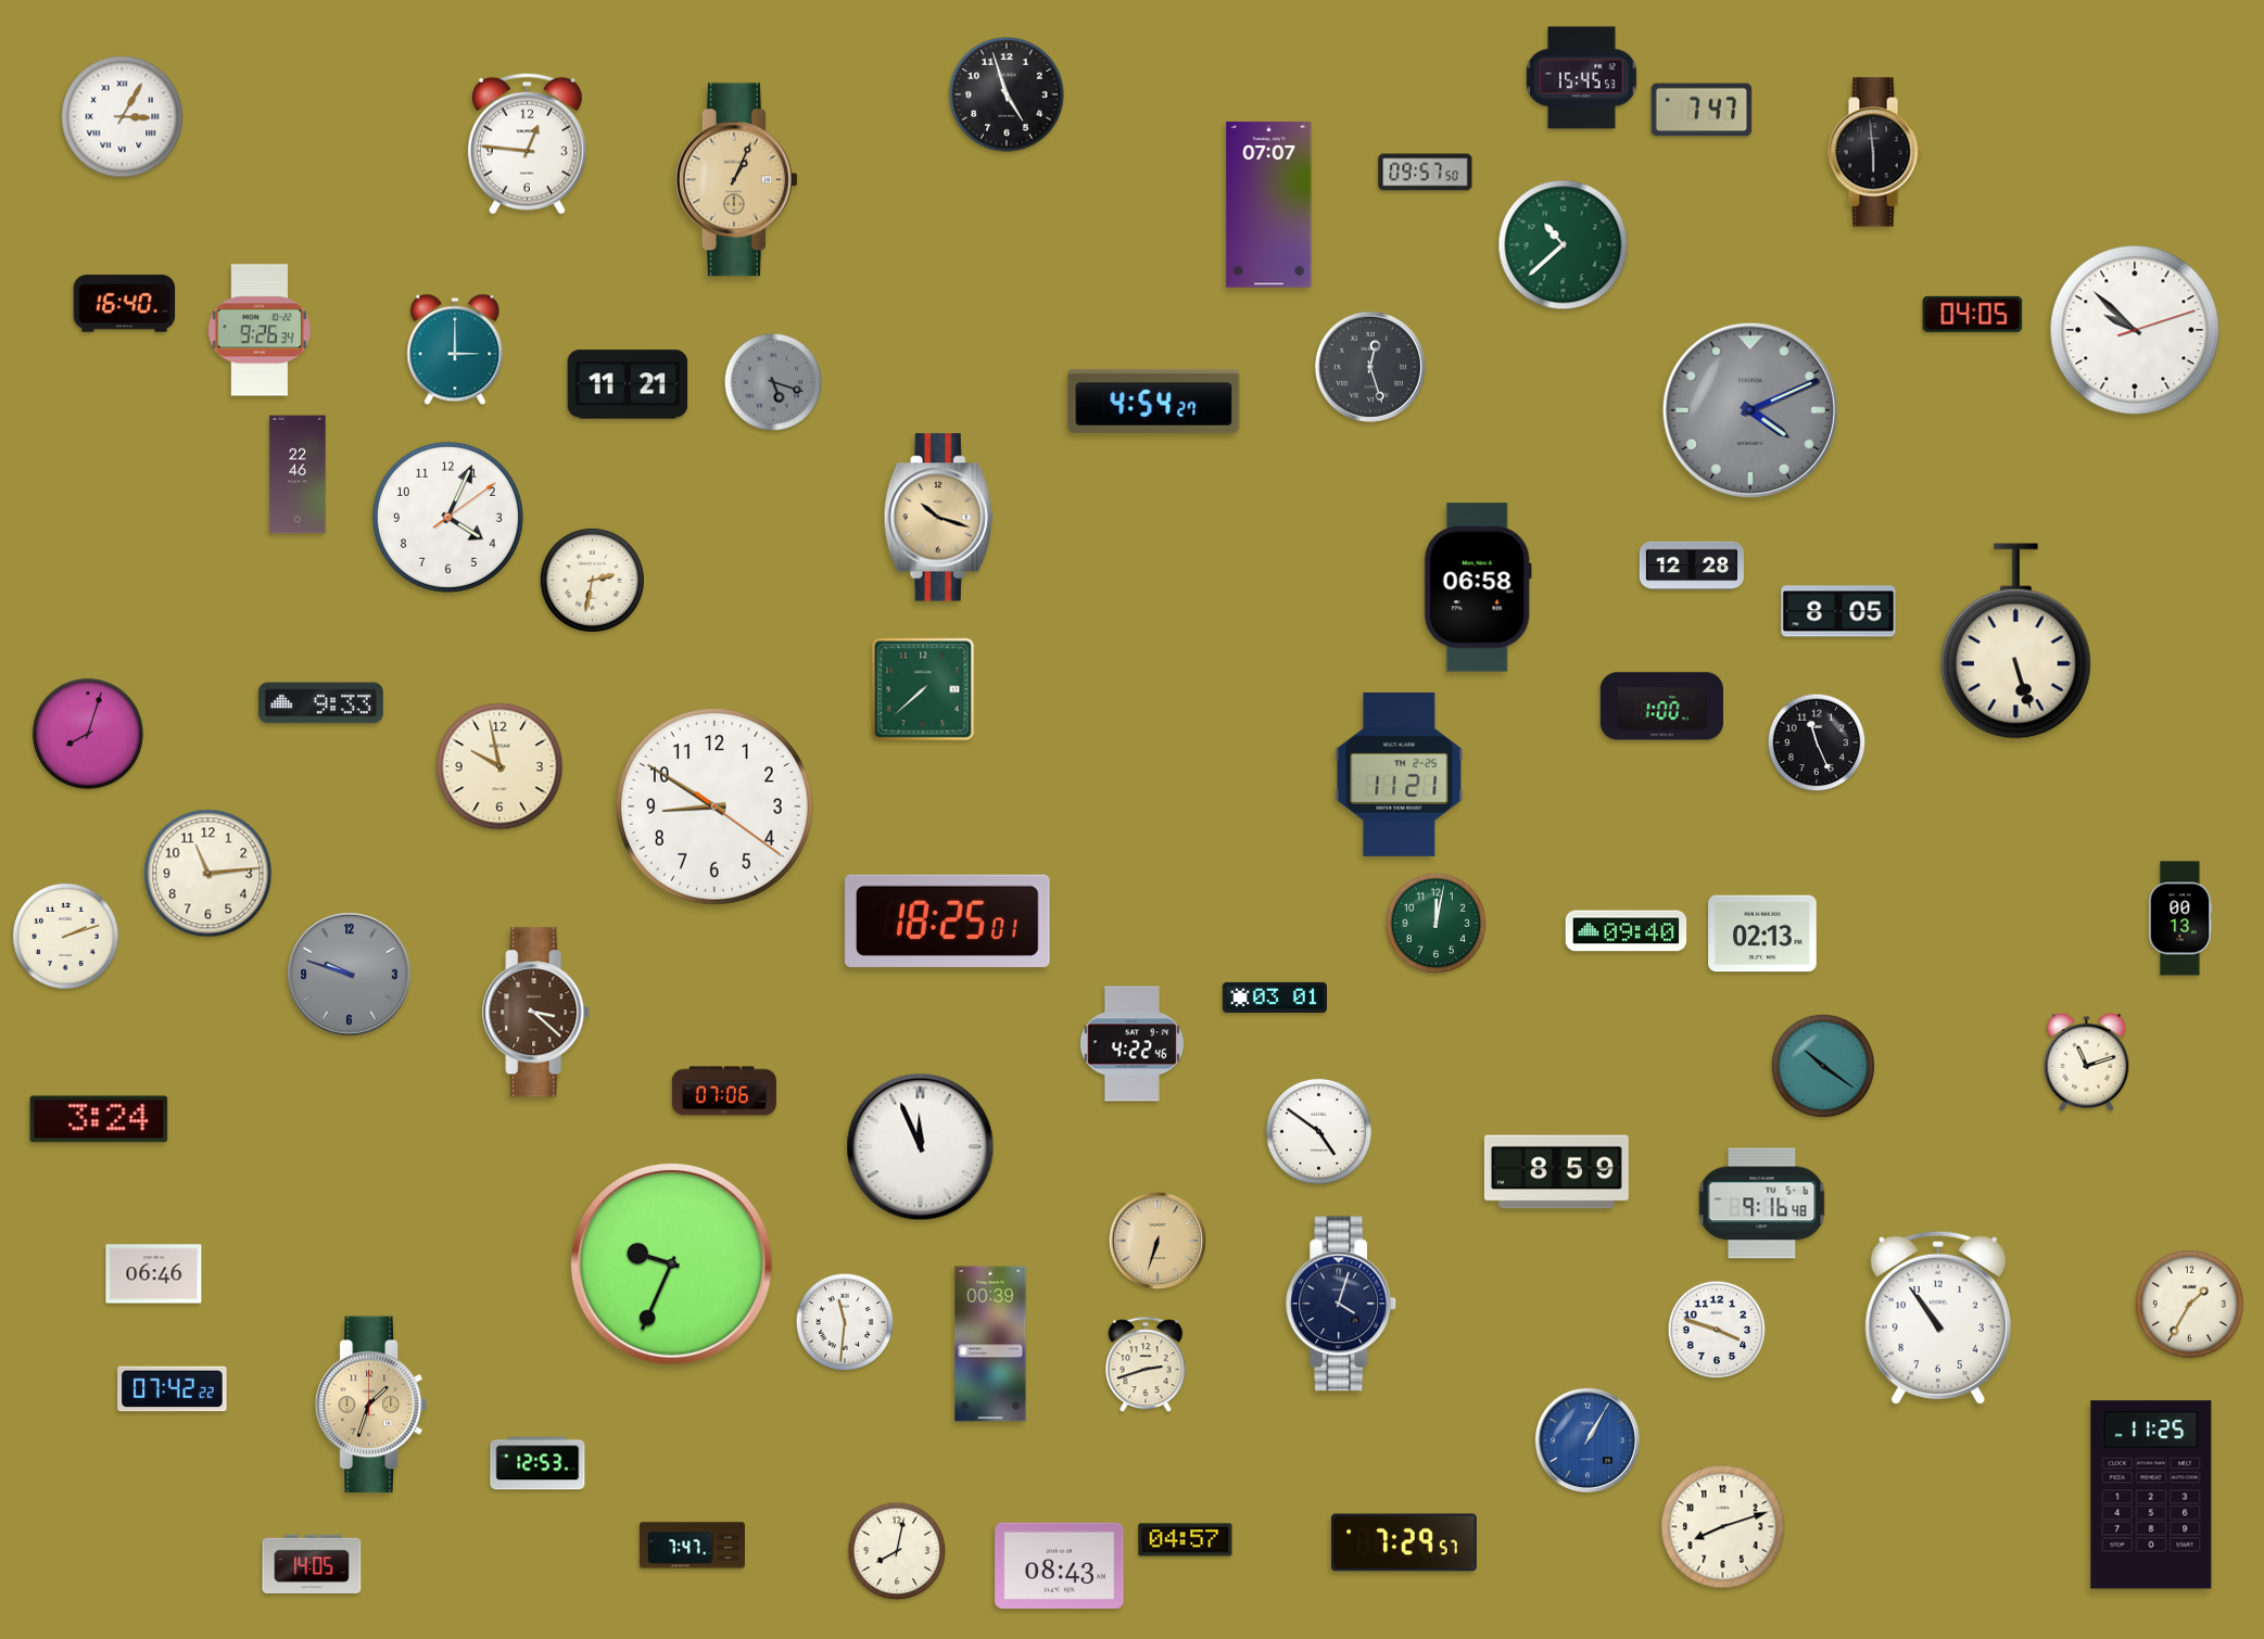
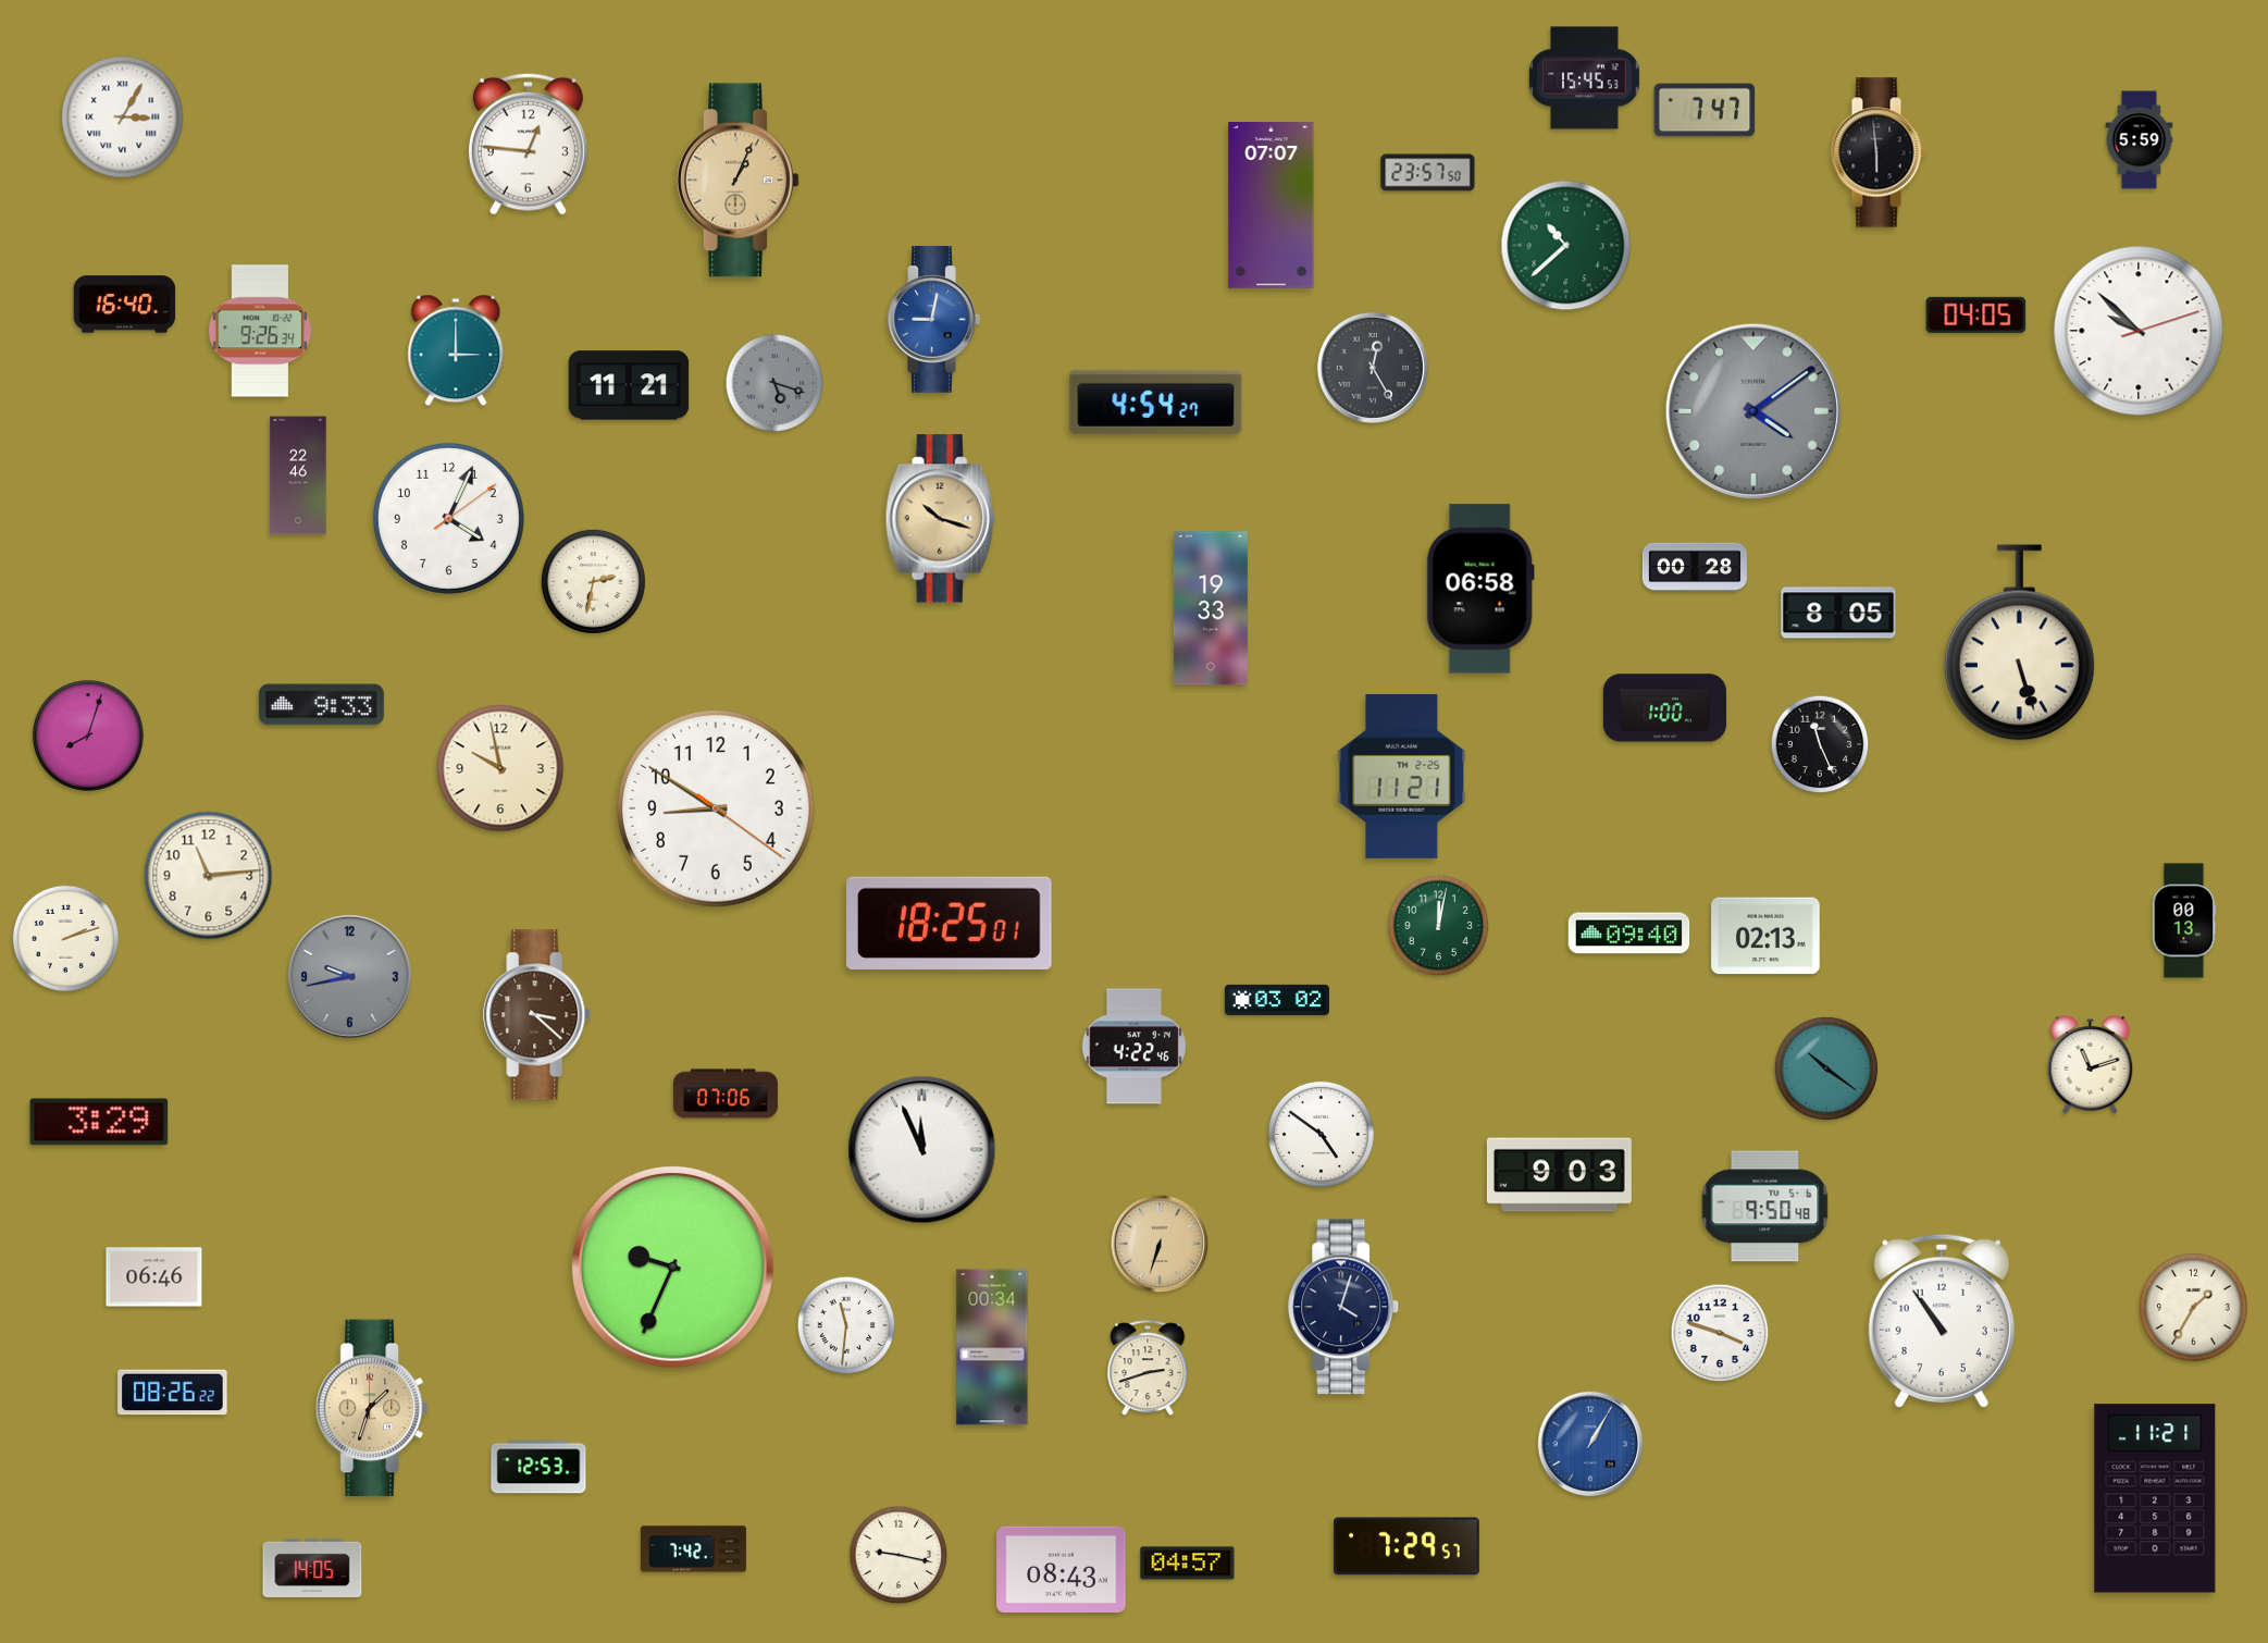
clock at (1007, 94): 4:57 -> none
clock at (2140, 140): none -> 5:59
clock at (1426, 173): 09:57 -> 23:57
clock at (933, 320): none -> 9:02
clock at (1370, 367): 12:27 -> 12:25
clock at (1749, 409): 4:11 -> 4:09
clock at (1692, 566): 12:28 -> 00:28
clock at (1211, 608): none -> 19:33
clock at (1838, 611) position: (1838, 611) -> (1838, 613)
clock at (923, 689): 7:38 -> none
clock at (350, 975): 9:48 -> 9:43
clock at (1275, 998): 03:01 -> 03:02
clock at (99, 1119): 3:24 -> 3:29
clock at (1556, 1172): 8:59 -> 9:03
clock at (1762, 1204): 9:16 -> 9:50
clock at (990, 1344): 00:39 -> 00:34
clock at (173, 1389): 07:42 -> 08:26
clock at (2151, 1495): 11:25 -> 11:21
clock at (1723, 1527): 8:12 -> none
clock at (1186, 1540) position: (1186, 1540) -> (1188, 1564)
clock at (692, 1546): 7:47 -> 7:42
clock at (897, 1551): 8:02 -> 9:17
